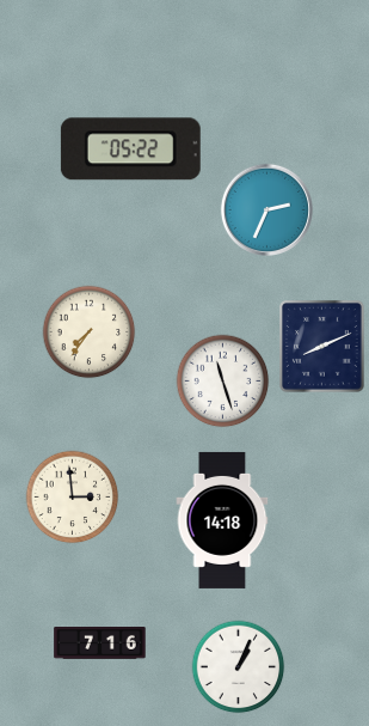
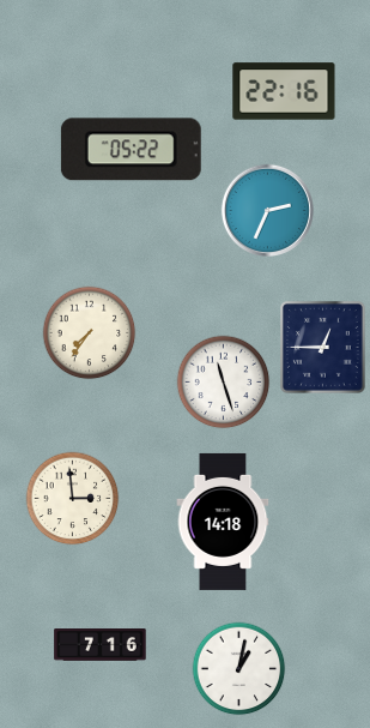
clock at (284, 91): none -> 22:16
clock at (322, 347): 8:11 -> 12:45
clock at (238, 666): 1:04 -> 1:02
